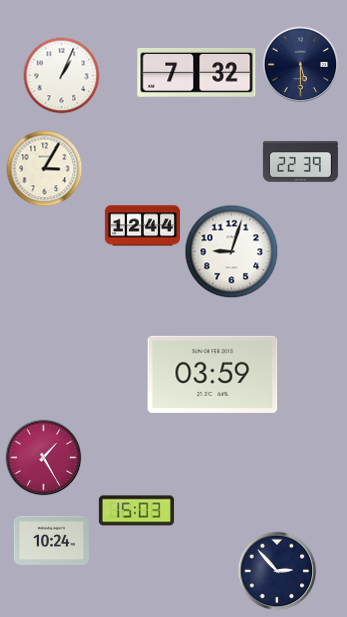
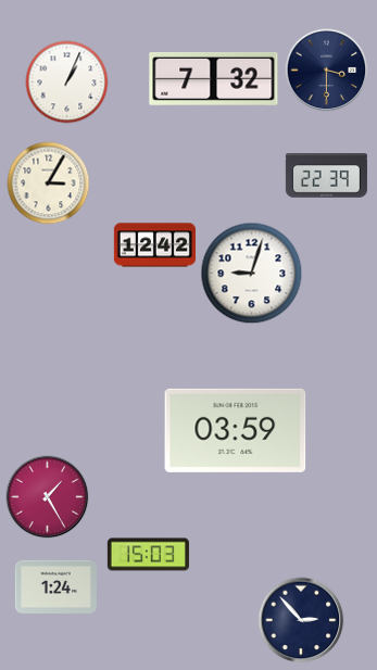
clock at (301, 65): 5:30 -> 3:30
clock at (142, 226): 12:44 -> 12:42
clock at (213, 374) position: (213, 374) -> (236, 430)
clock at (51, 540): 10:24 -> 1:24
